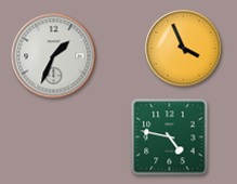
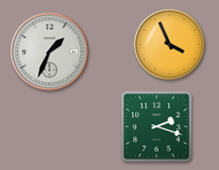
clock at (170, 137): 4:47 -> 2:18
